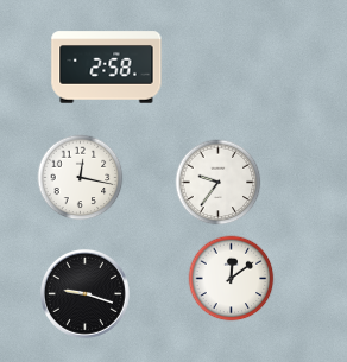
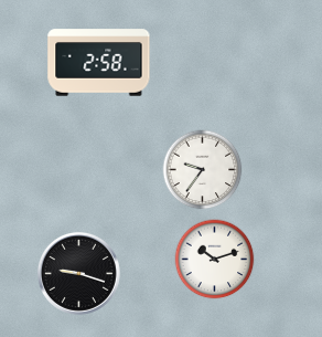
clock at (81, 178): 12:17 -> none
clock at (232, 279): 12:09 -> 10:12
